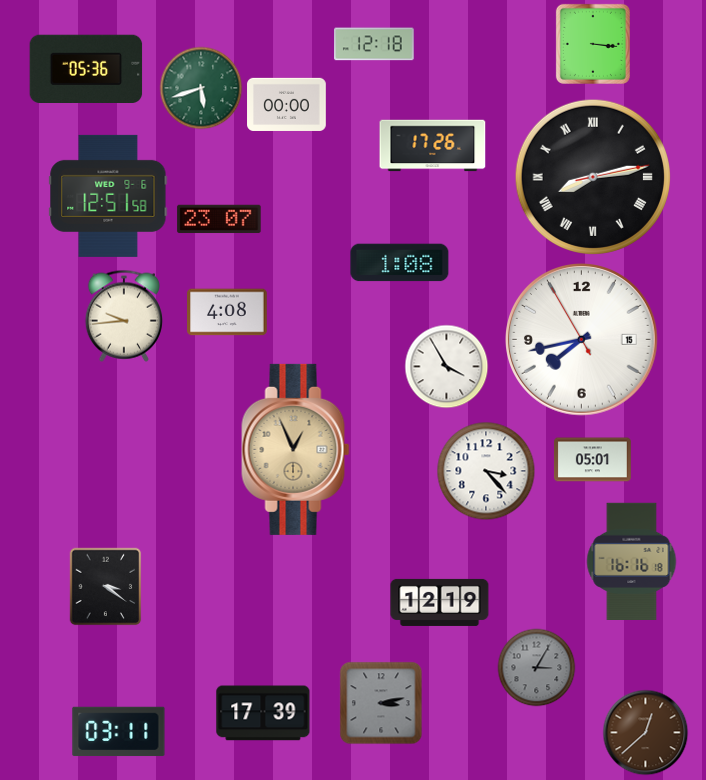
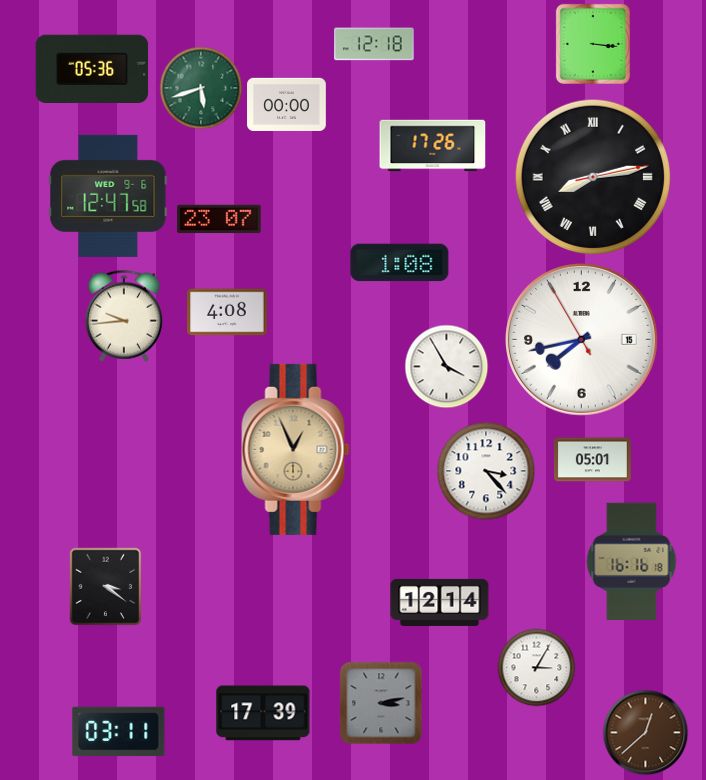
clock at (86, 68) position: (86, 68) -> (92, 68)
clock at (108, 196): 12:51 -> 12:47
clock at (440, 602): 12:19 -> 12:14
clock at (536, 667) dial: grey -> white
